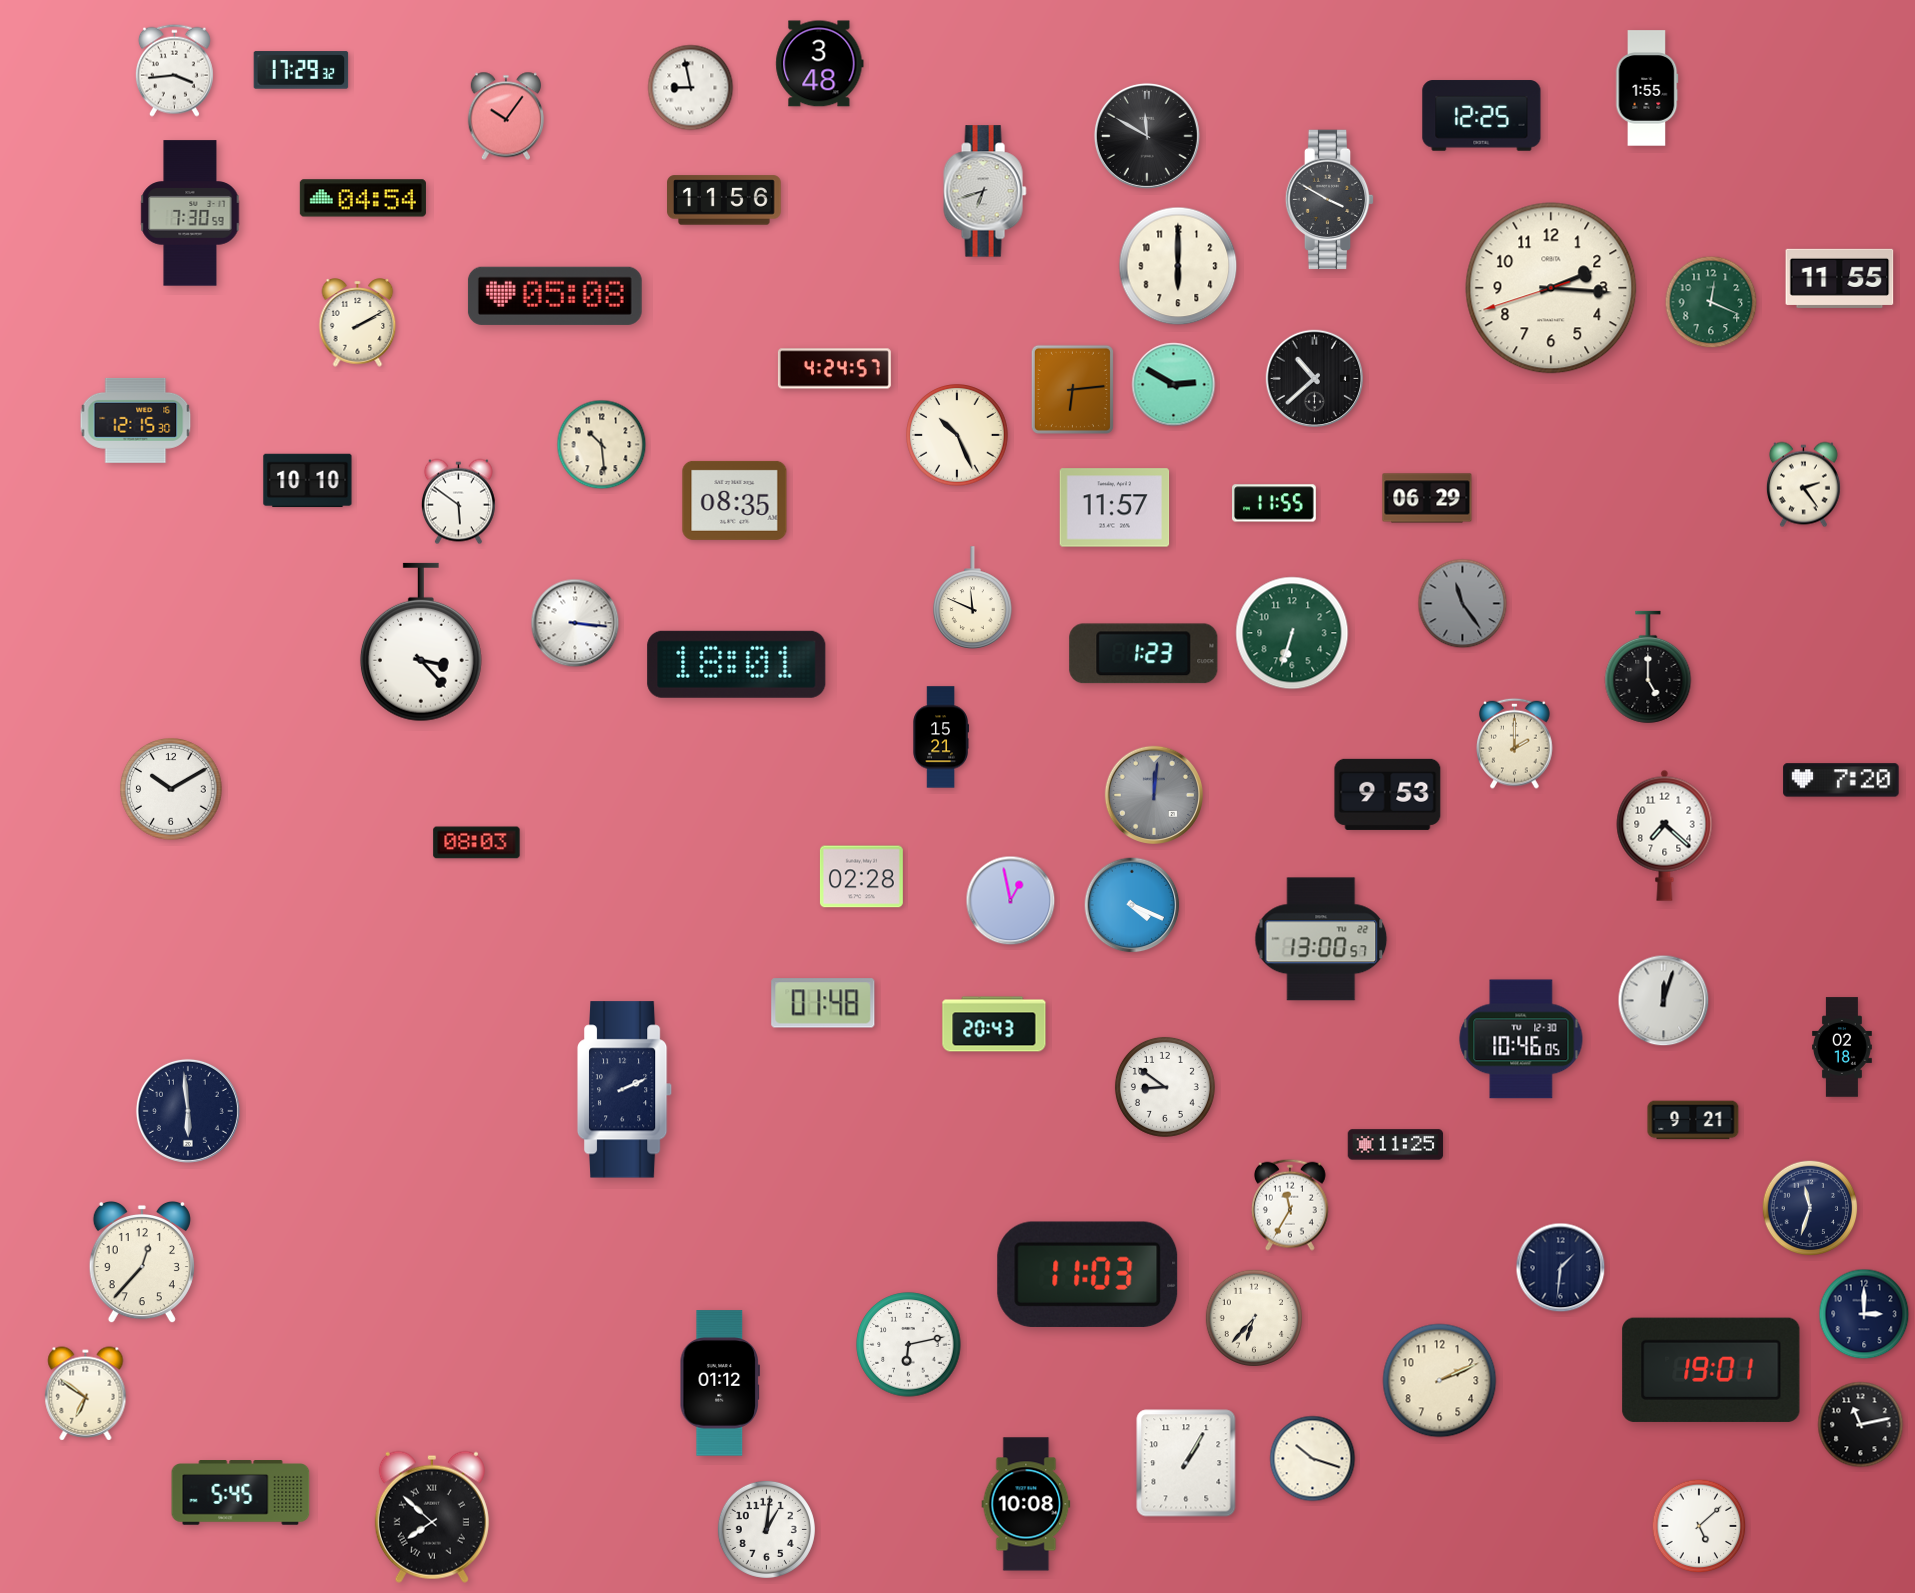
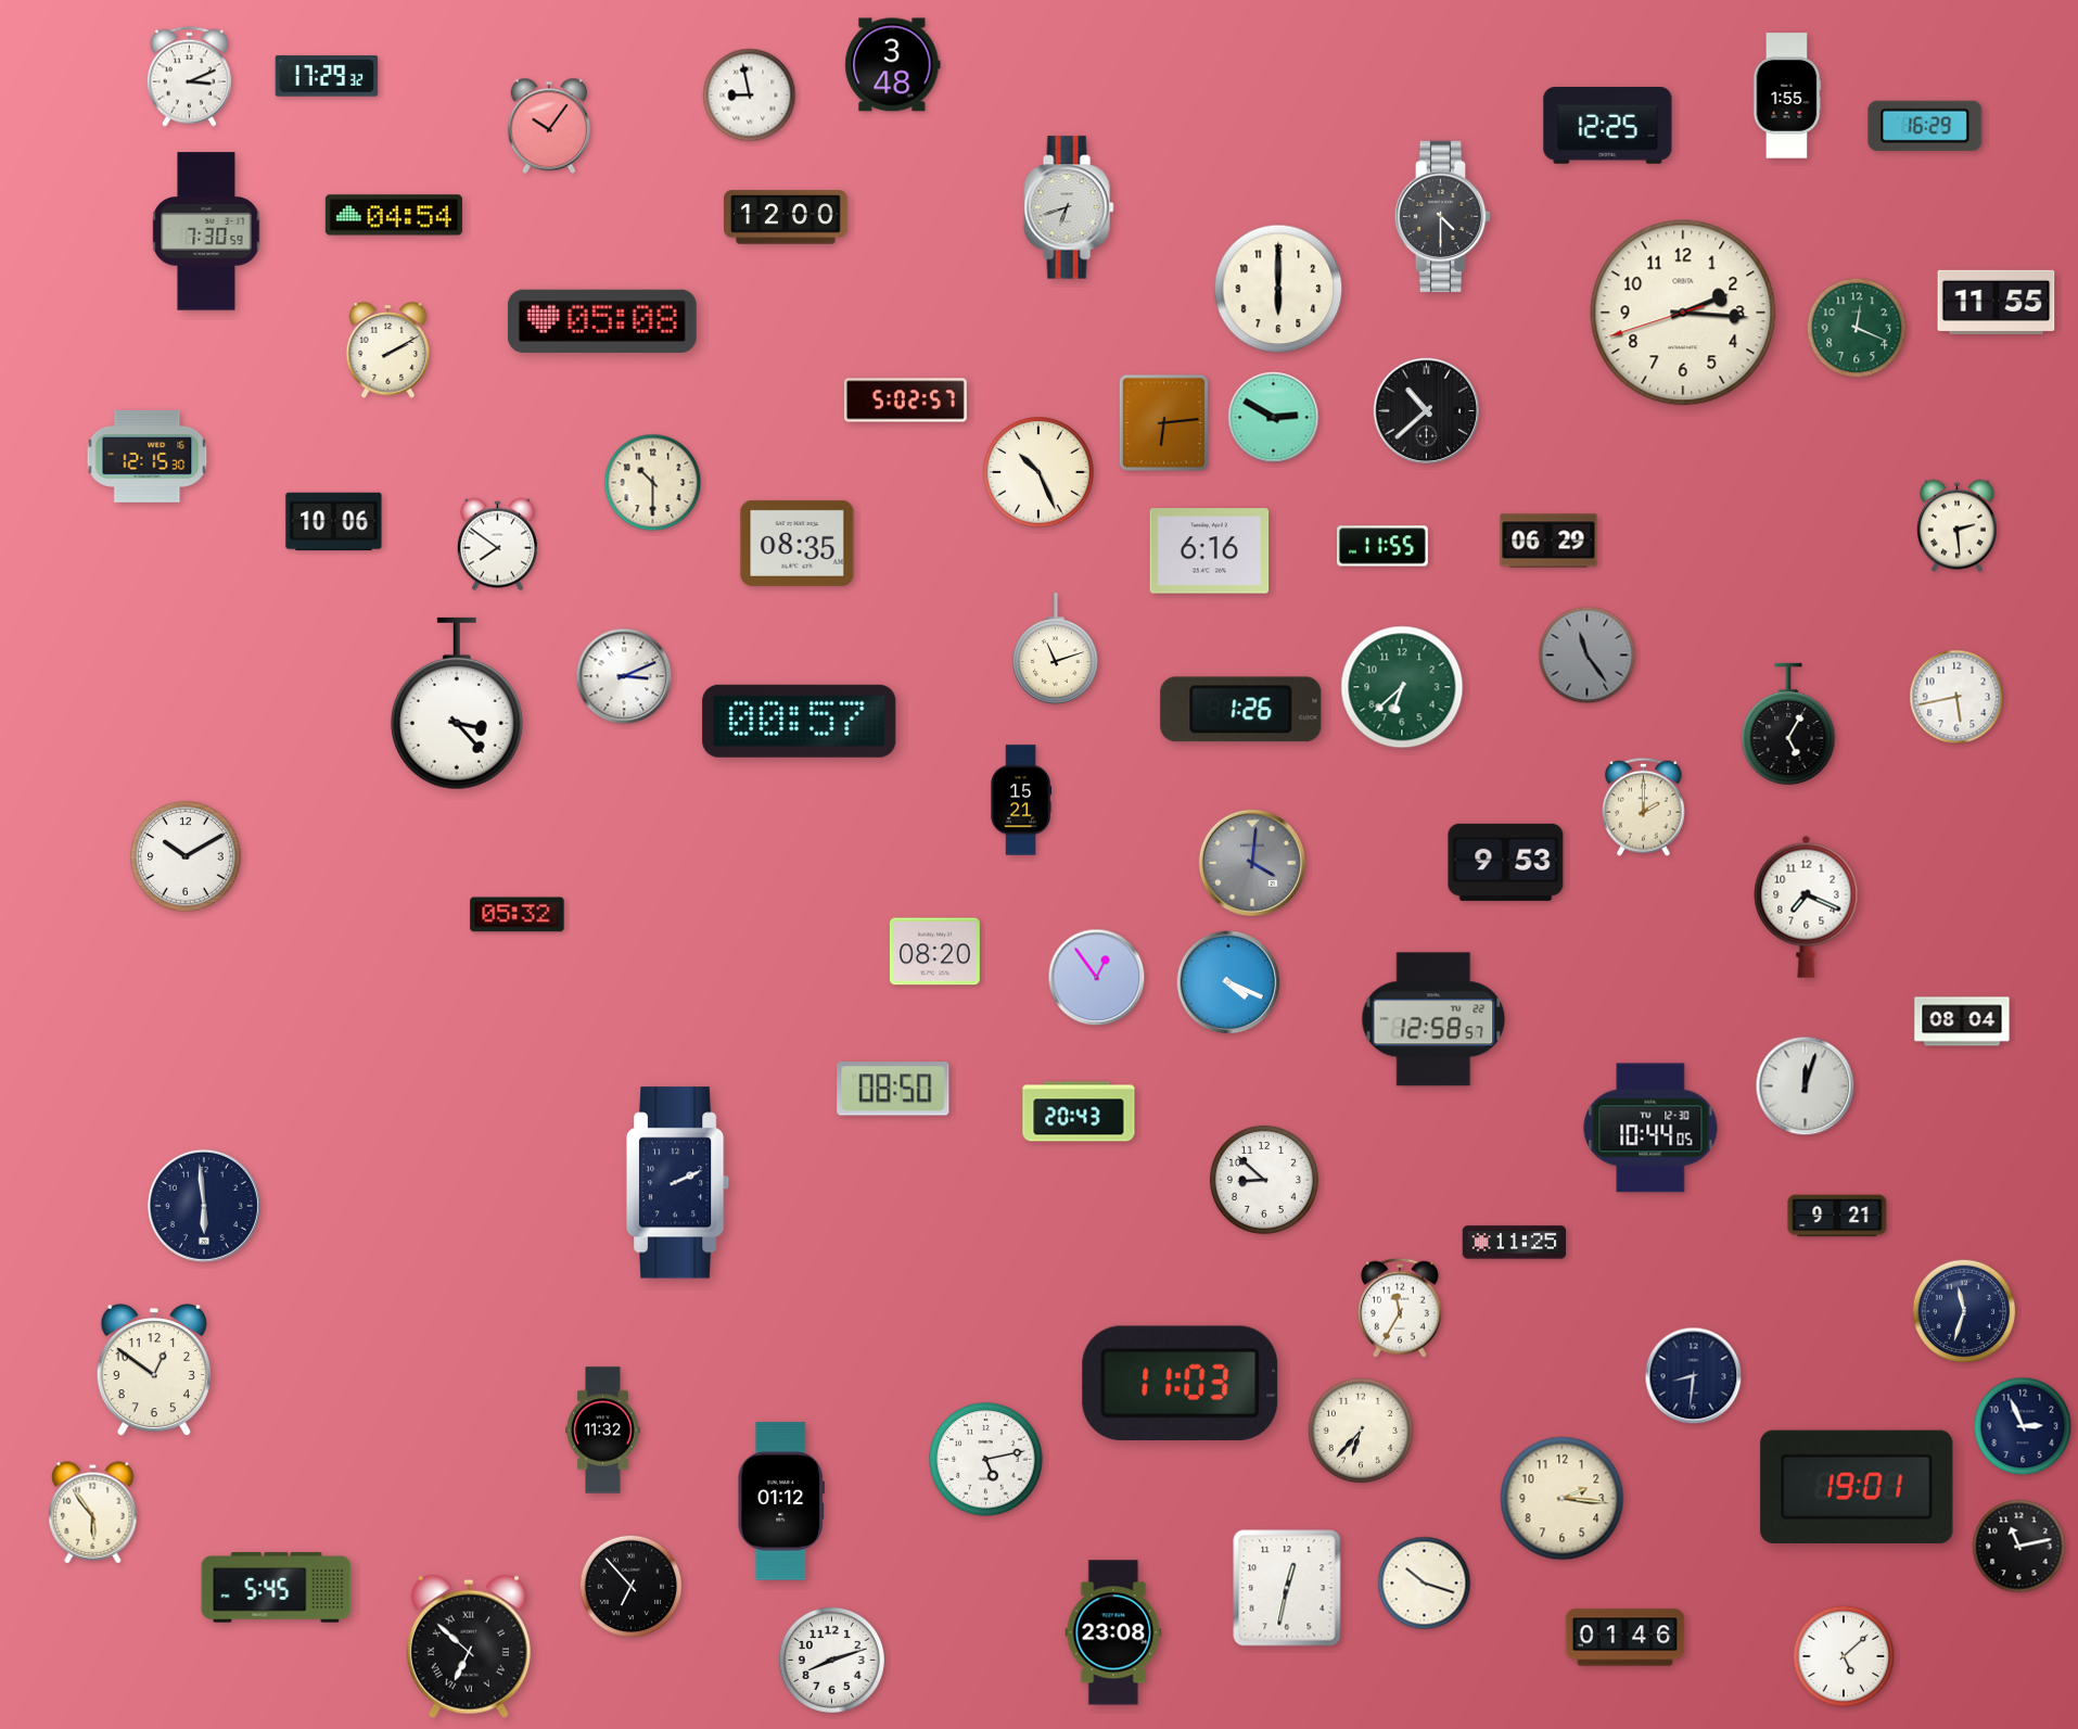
clock at (820, 64) position: (820, 64) -> (893, 65)
clock at (174, 70): 3:44 -> 3:11
clock at (1925, 126): none -> 16:29
clock at (1147, 136): 11:50 -> none
clock at (725, 200): 11:56 -> 12:00
clock at (1330, 200): 3:50 -> 4:30
clock at (834, 369): 4:24 -> 5:02
clock at (602, 445): 10:29 -> 10:30
clock at (308, 481): 10:10 -> 10:06
clock at (1803, 485): 2:24 -> 2:29
clock at (458, 502): 5:51 -> 7:51
clock at (1115, 508): 11:57 -> 6:16
clock at (973, 598): 11:49 -> 11:12
clock at (575, 623): 3:16 -> 3:11
clock at (1292, 633): 6:33 -> 6:38
clock at (421, 642) position: (421, 642) -> (457, 703)
clock at (1956, 697): none -> 5:43
clock at (1144, 654): 1:23 -> 1:26
clock at (737, 664): 18:01 -> 00:57
clock at (1648, 667): 5:00 -> 5:05
clock at (1841, 780): 7:20 -> none
clock at (1153, 794): 12:01 -> 4:01
clock at (1665, 835): 7:22 -> 7:19
clock at (477, 843): 08:03 -> 05:32
clock at (861, 877): 02:28 -> 08:20
clock at (1011, 901): 12:58 -> 12:54
clock at (1321, 939): 13:00 -> 12:58
clock at (1962, 1021): none -> 08:04
clock at (823, 1003): 01:48 -> 08:50
clock at (1521, 1039): 10:46 -> 10:44
clock at (1843, 1047): 02:18 -> none
clock at (1165, 1087): 8:51 -> 8:52
clock at (142, 1262): 12:37 -> 12:51
clock at (1561, 1268): 1:31 -> 8:31
clock at (1864, 1314): 3:00 -> 2:56
clock at (603, 1431): none -> 11:32
clock at (909, 1345): 6:13 -> 5:13
clock at (1440, 1381): 2:11 -> 2:16
clock at (86, 1394): 6:51 -> 5:54
clock at (632, 1587): none -> 6:53
clock at (1186, 1463): 1:05 -> 12:32
clock at (241, 1493) position: (241, 1493) -> (277, 1588)
clock at (1026, 1504): 10:08 -> 23:08
clock at (1626, 1638): none -> 01:46
clock at (432, 1517): 7:52 -> 6:52
clock at (766, 1529): 1:01 -> 8:12
